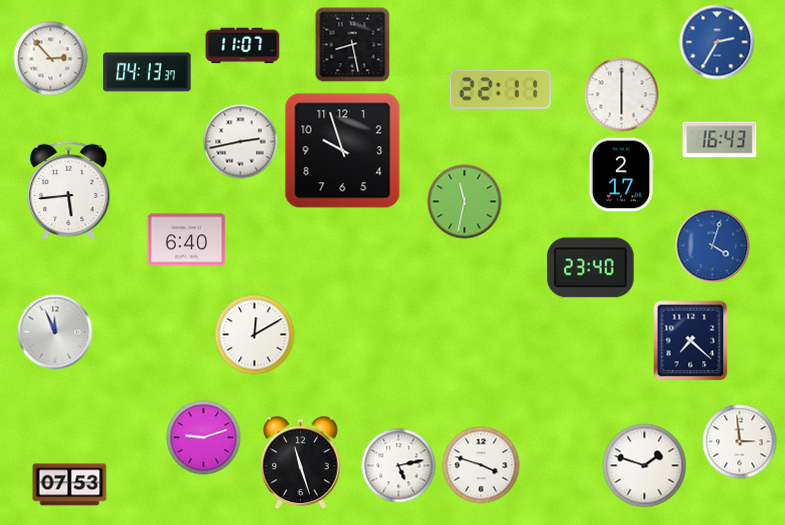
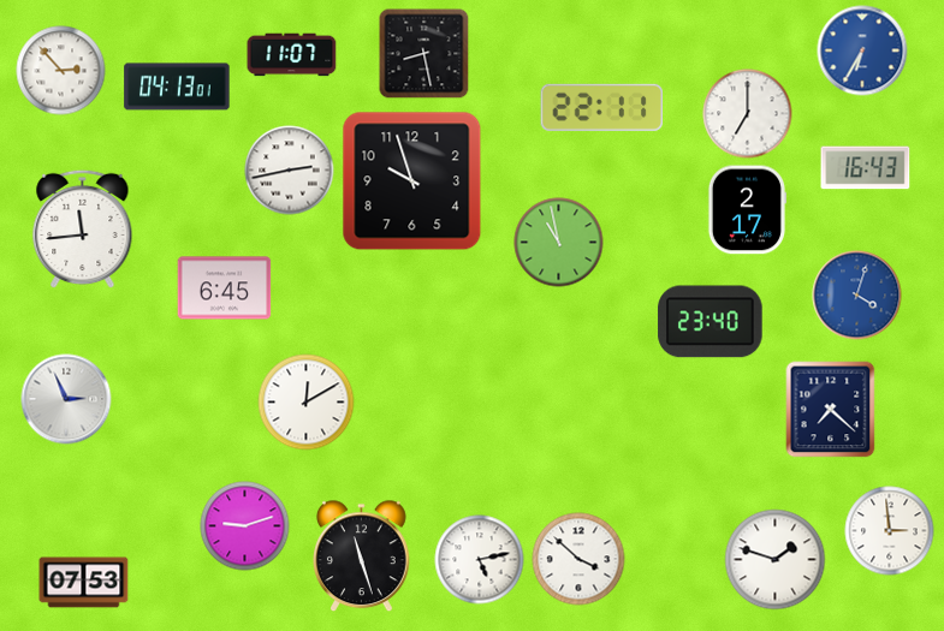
clock at (717, 42): 2:35 -> 6:35
clock at (147, 72): 04:13:37 -> 04:13:01
clock at (622, 95): 6:00 -> 7:00
clock at (69, 191): 5:44 -> 11:44
clock at (465, 202): 11:32 -> 10:58
clock at (187, 240): 6:40 -> 6:45
clock at (55, 332): 11:56 -> 2:56
clock at (481, 465): 3:48 -> 3:52
